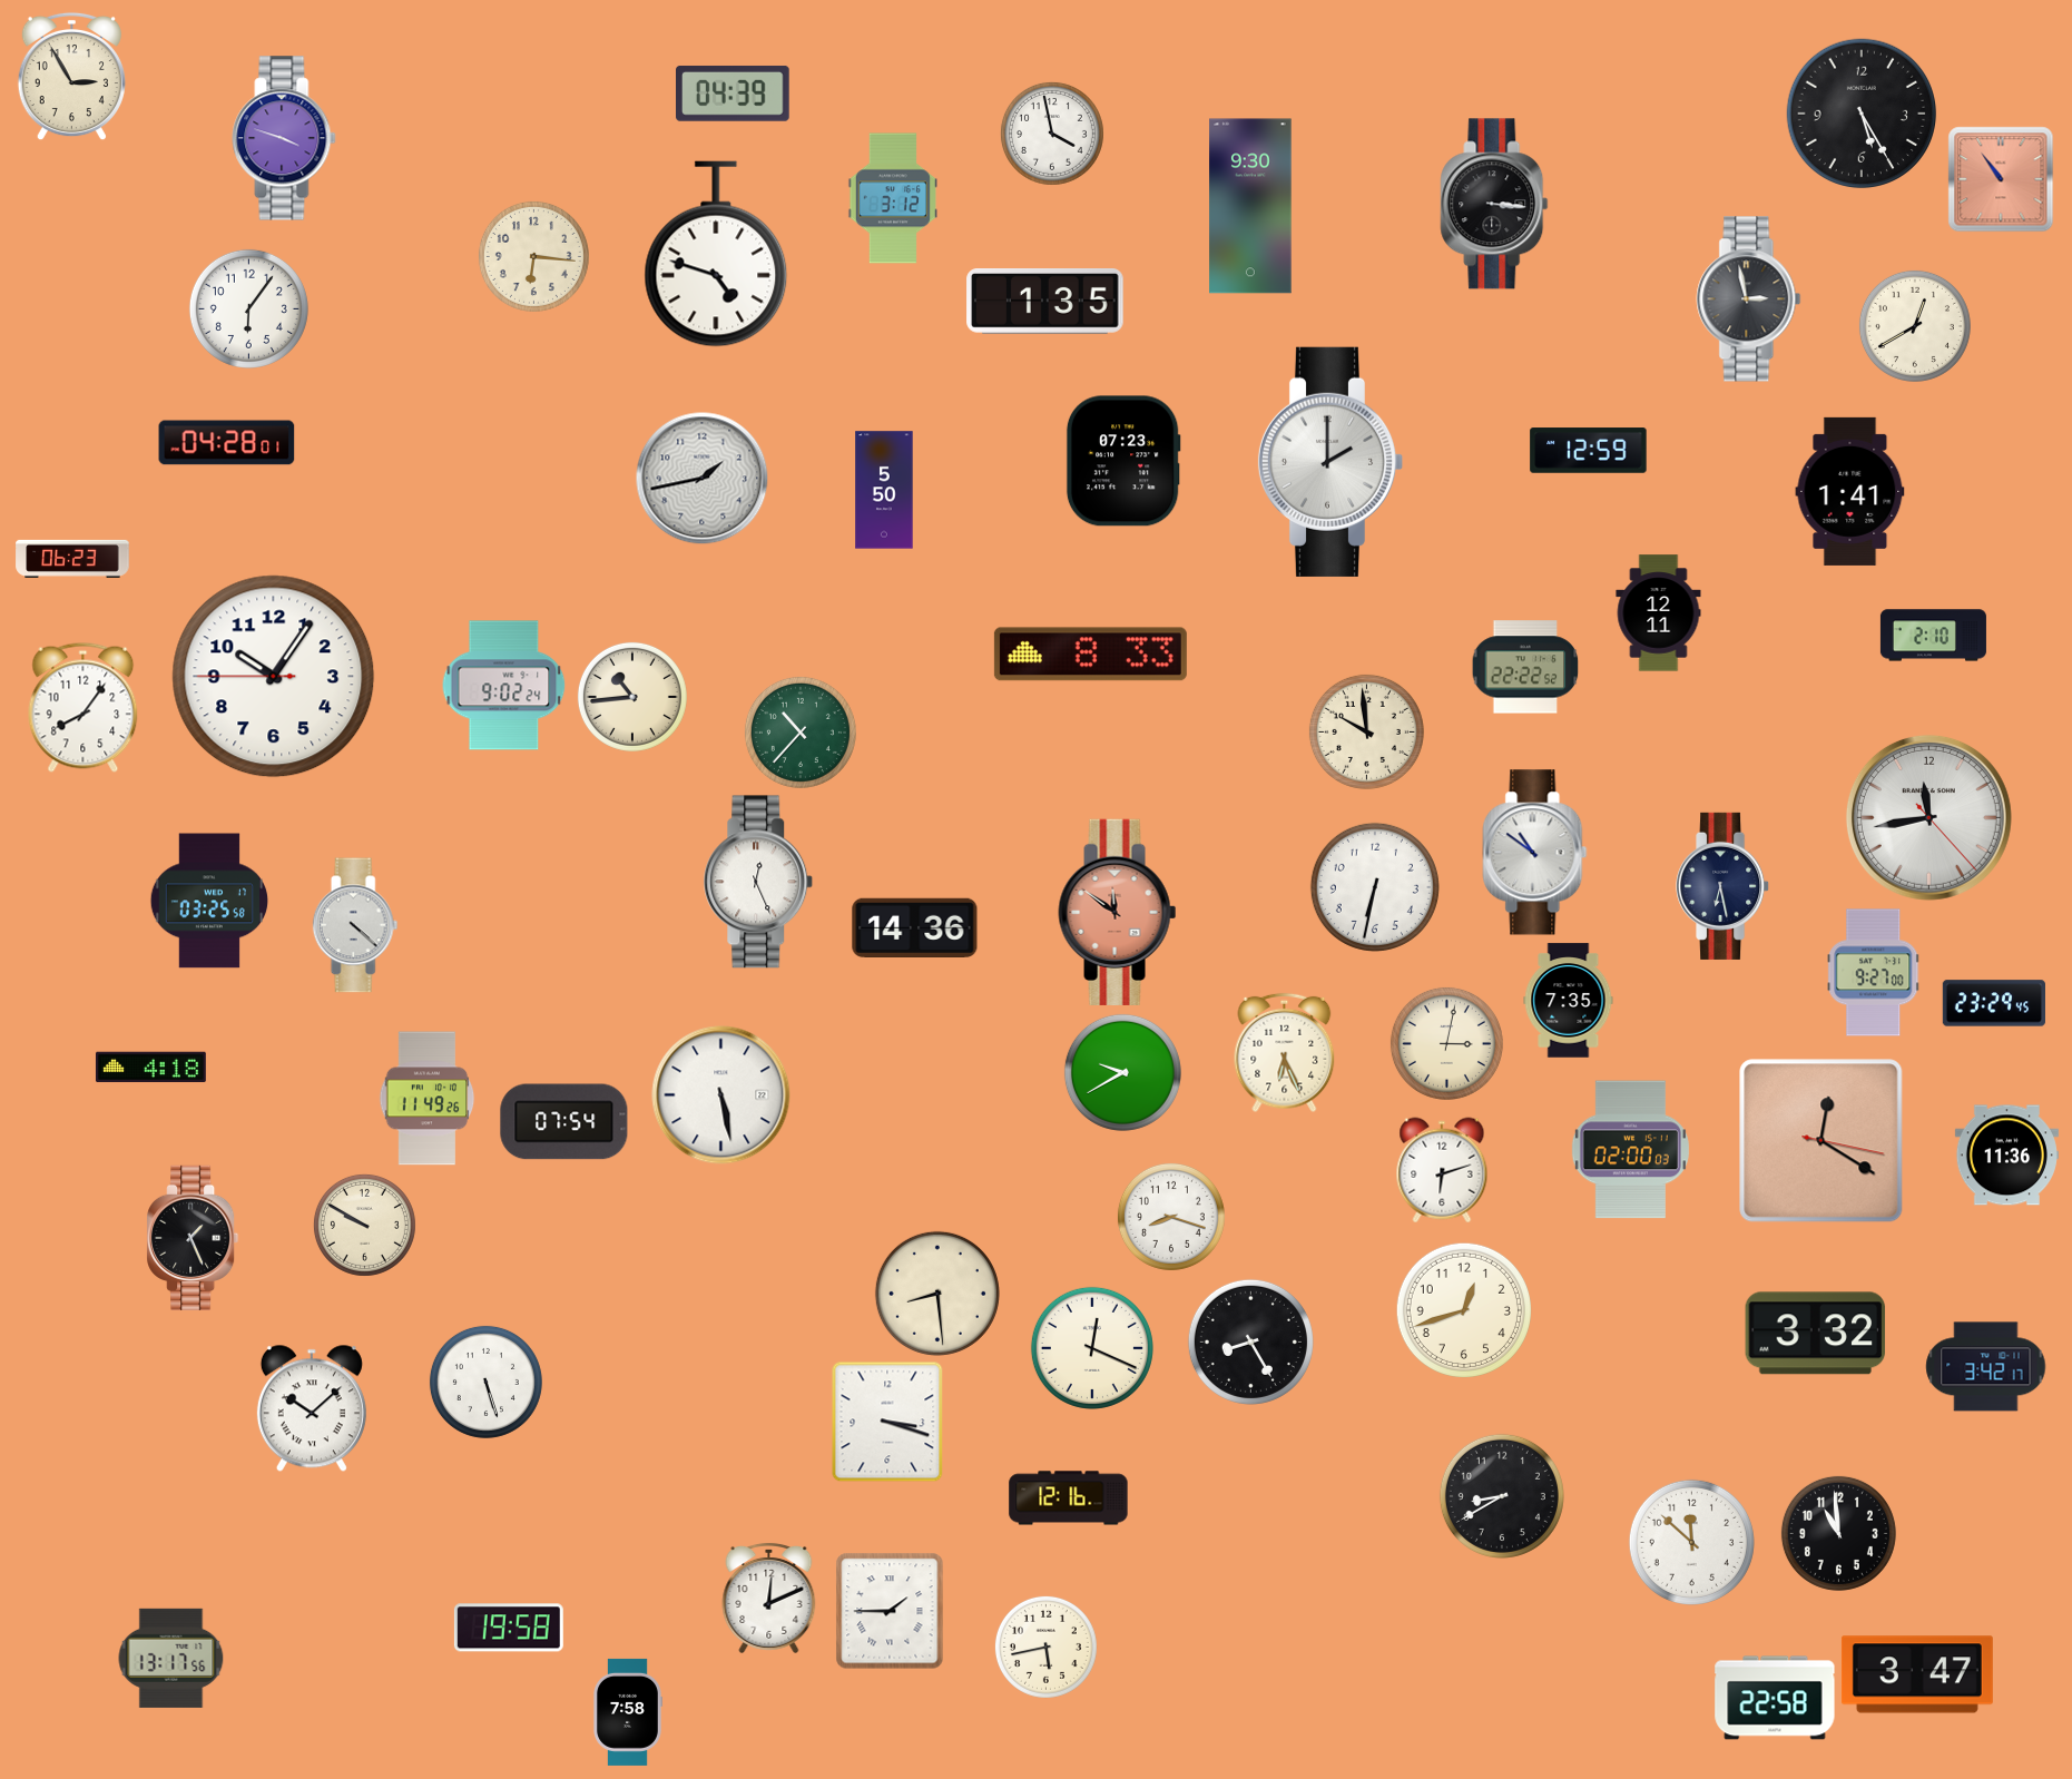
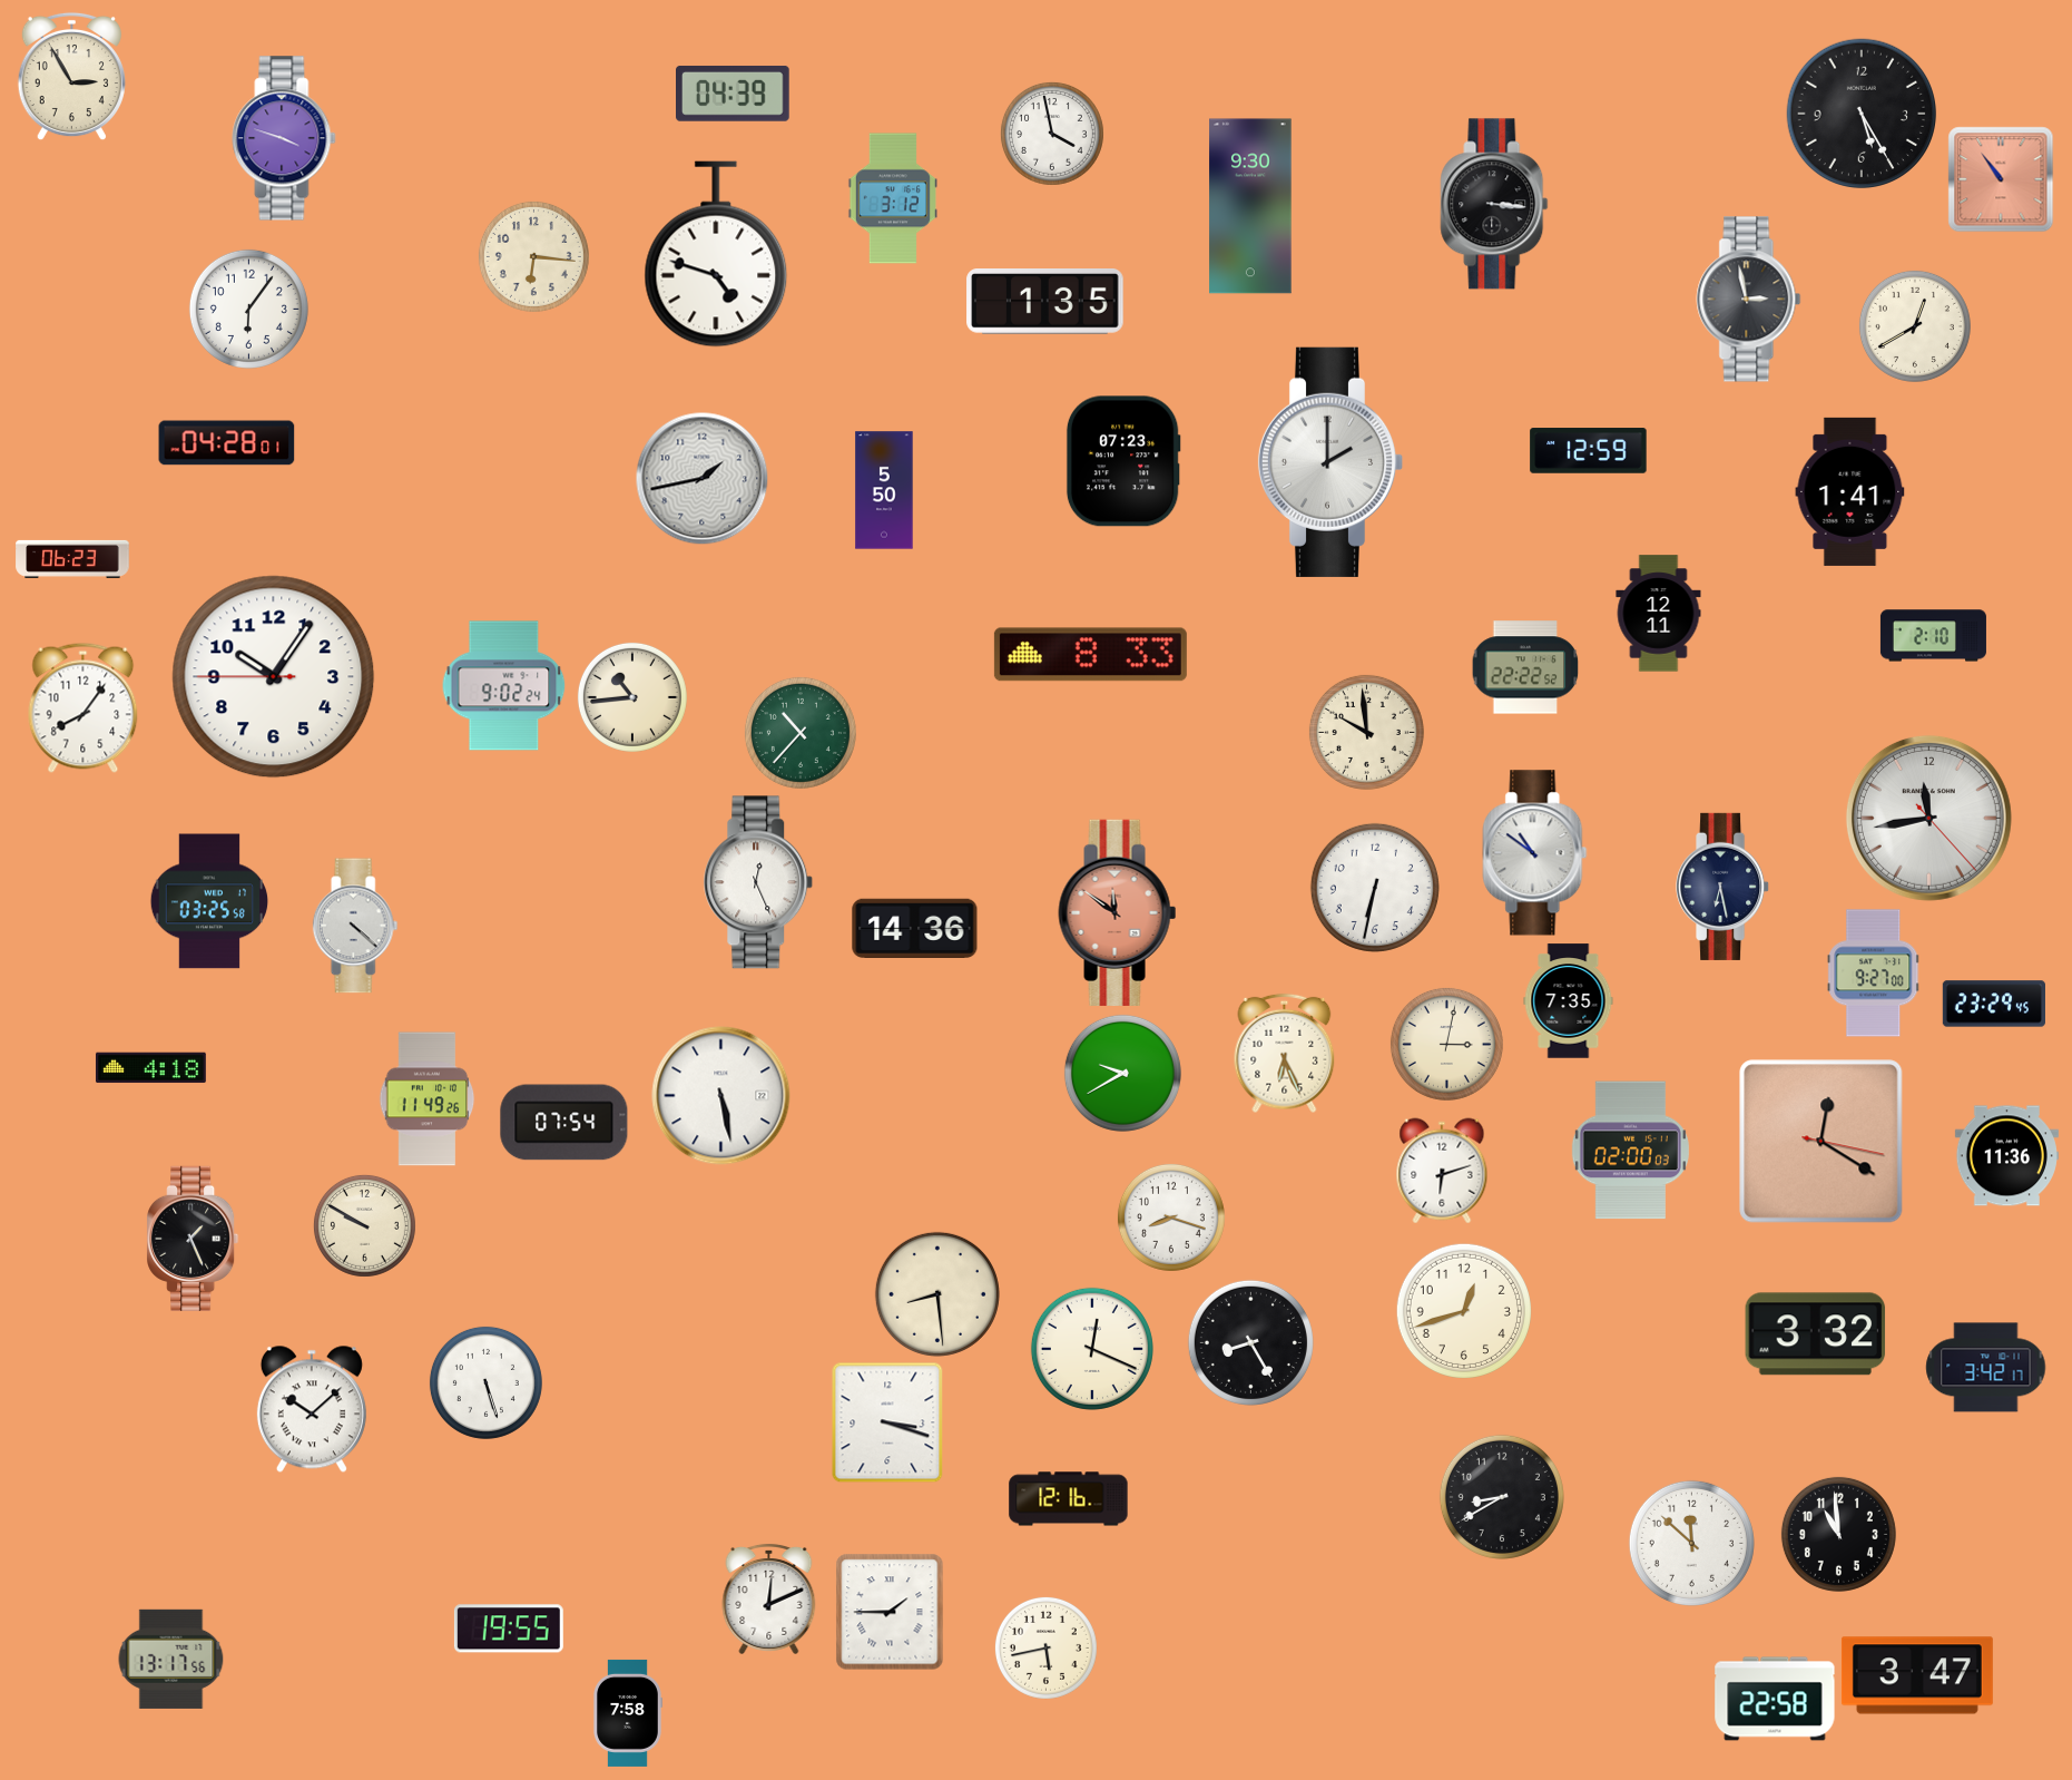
clock at (509, 1628): 19:58 -> 19:55
